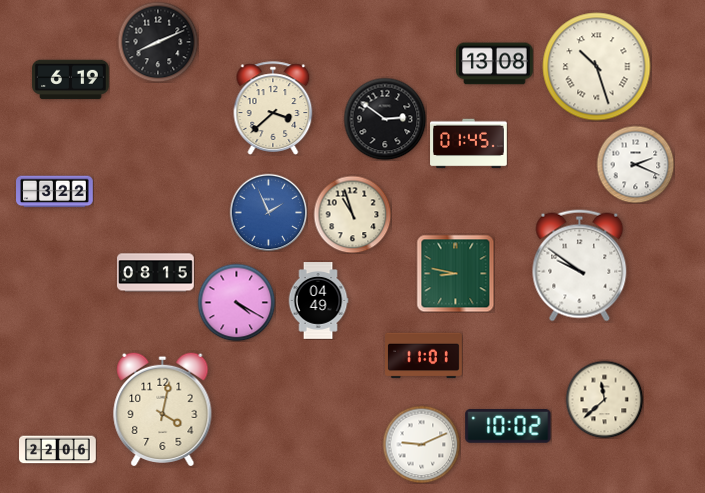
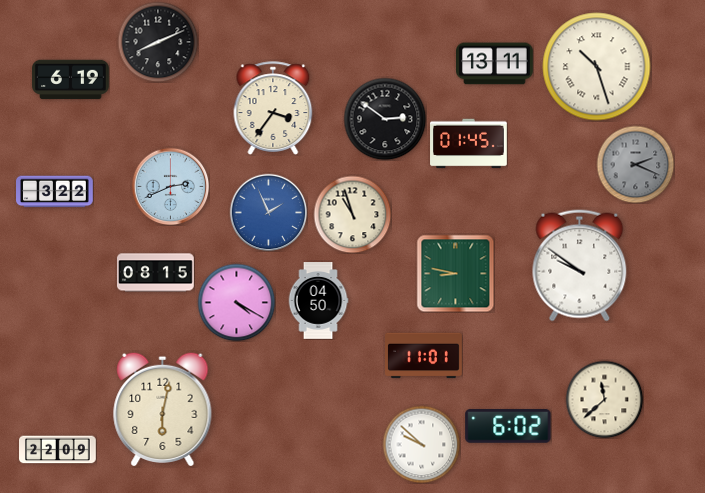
clock at (495, 64): 13:08 -> 13:11
clock at (273, 108): 3:38 -> 3:36
clock at (635, 164) dial: white -> grey
clock at (170, 186): none -> 2:41
clock at (318, 301): 04:49 -> 04:50
clock at (163, 408): 4:02 -> 6:02
clock at (508, 426): 10:02 -> 6:02
clock at (421, 444): 9:11 -> 9:52
clock at (58, 450): 22:06 -> 22:09
